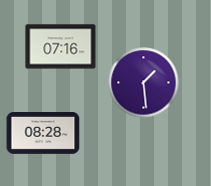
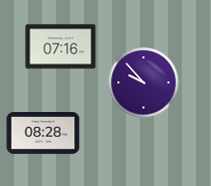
clock at (144, 83): 1:29 -> 9:53
